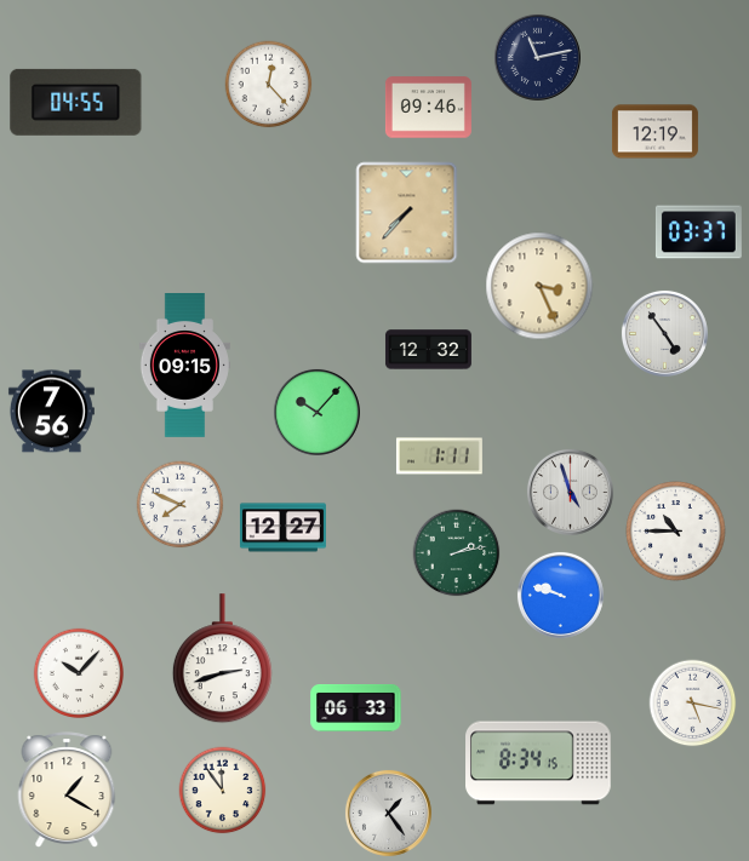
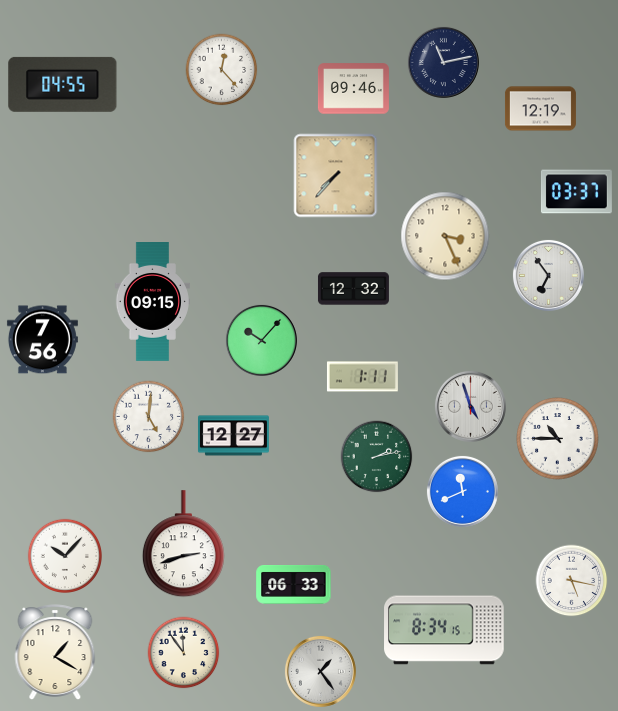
clock at (537, 57) position: (537, 57) -> (443, 62)
clock at (664, 333): 4:54 -> 6:54
clock at (181, 505): 7:49 -> 5:01
clock at (560, 595): 9:48 -> 11:41
